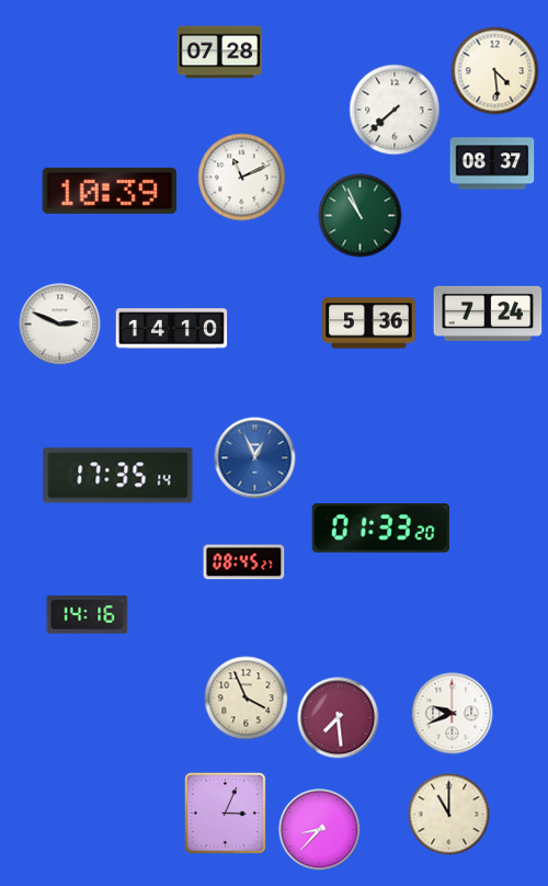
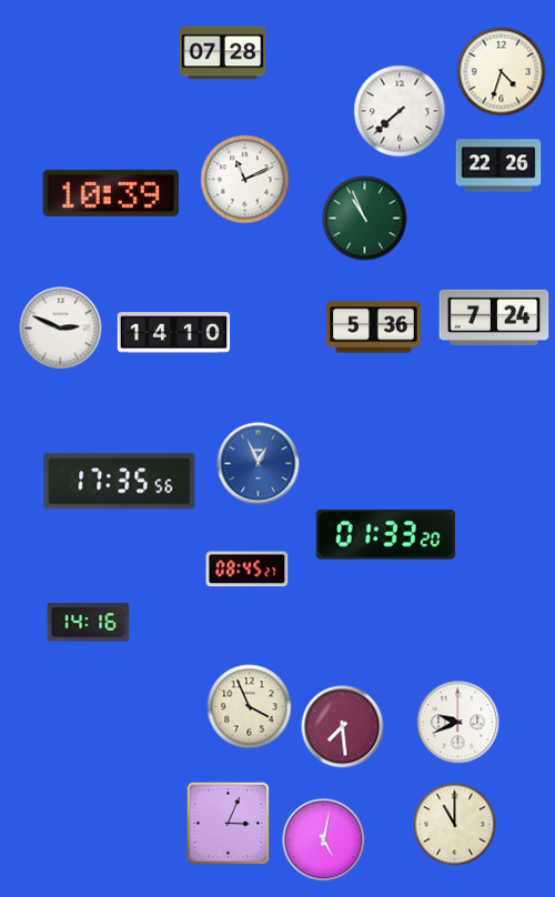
clock at (495, 71): 4:29 -> 4:33
clock at (492, 163): 08:37 -> 22:26
clock at (118, 476): 17:35:14 -> 17:35:56
clock at (320, 830): 8:37 -> 5:02
